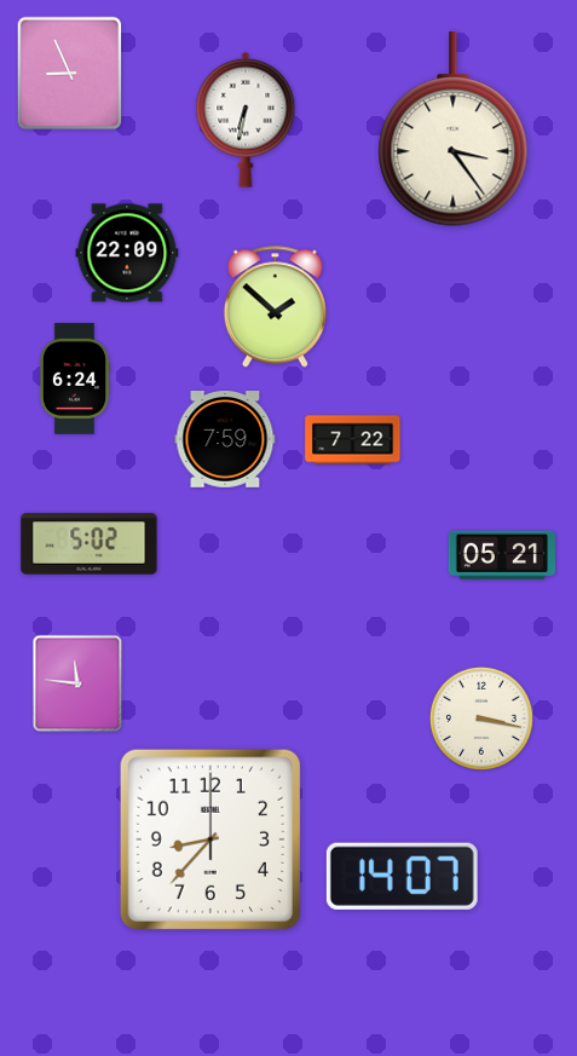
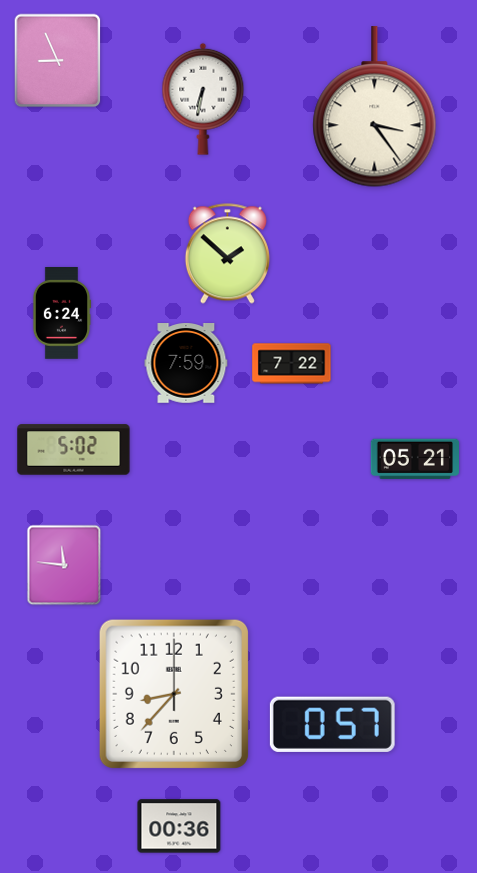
clock at (127, 253): 22:09 -> none
clock at (481, 719): 3:17 -> none
clock at (402, 876): 14:07 -> 0:57
clock at (179, 826): none -> 00:36
